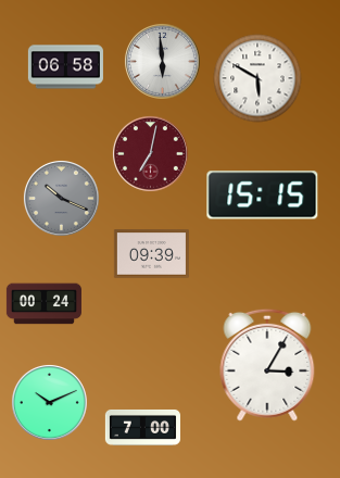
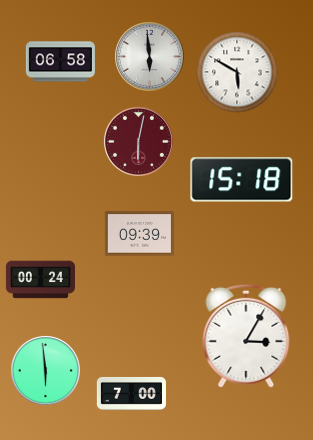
clock at (150, 153): 7:02 -> 6:02
clock at (263, 196): 15:15 -> 15:18
clock at (61, 198): 10:19 -> none
clock at (49, 402): 10:11 -> 5:59
